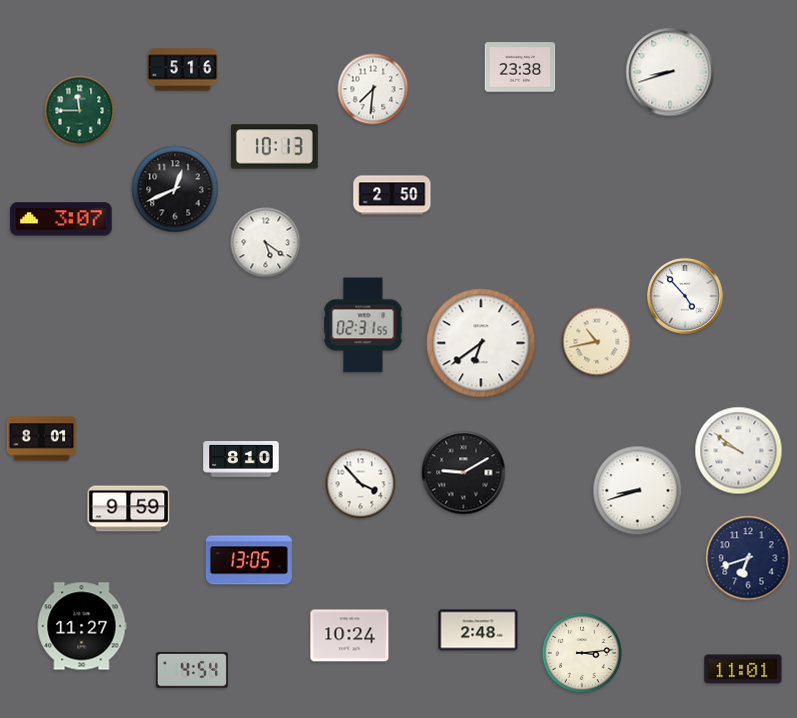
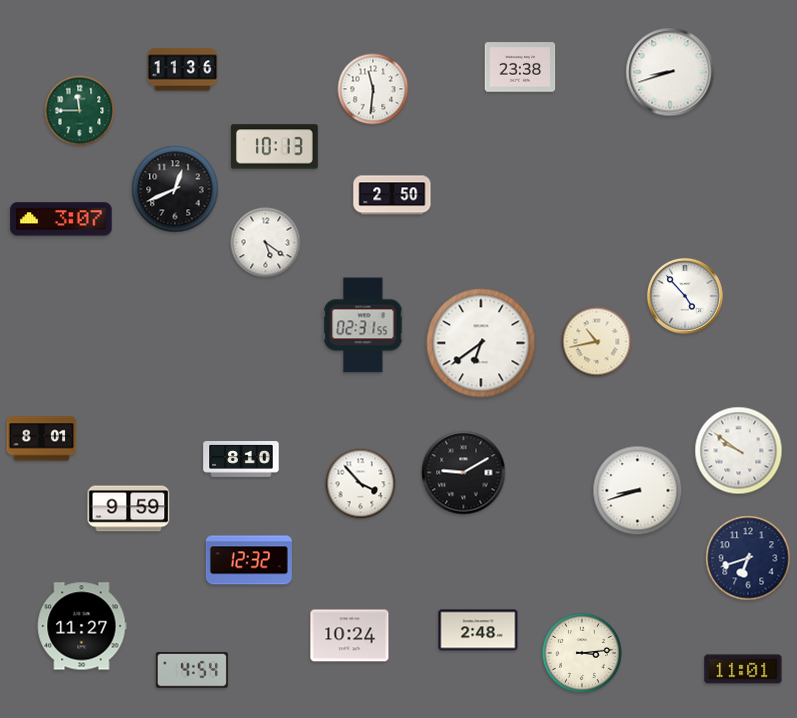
clock at (183, 70): 5:16 -> 11:36
clock at (373, 89): 7:31 -> 11:31
clock at (249, 560): 13:05 -> 12:32
